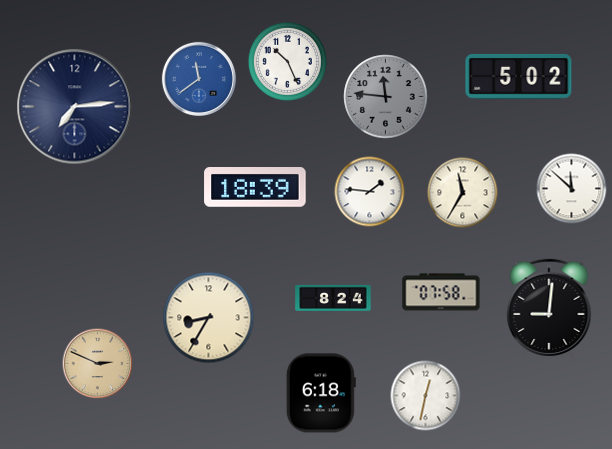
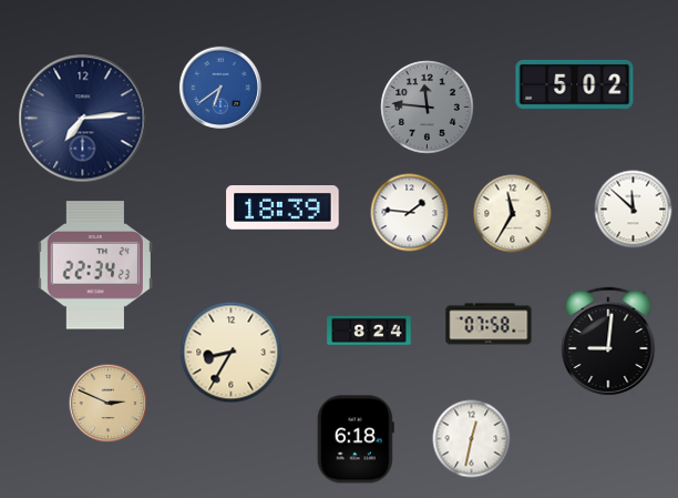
clock at (287, 61): 10:26 -> none
clock at (199, 79): 11:39 -> 6:39
clock at (95, 265): none -> 22:34
clock at (321, 393) position: (321, 393) -> (356, 439)
